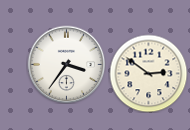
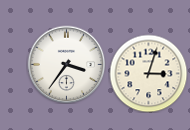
clock at (148, 73): 2:51 -> 3:03
